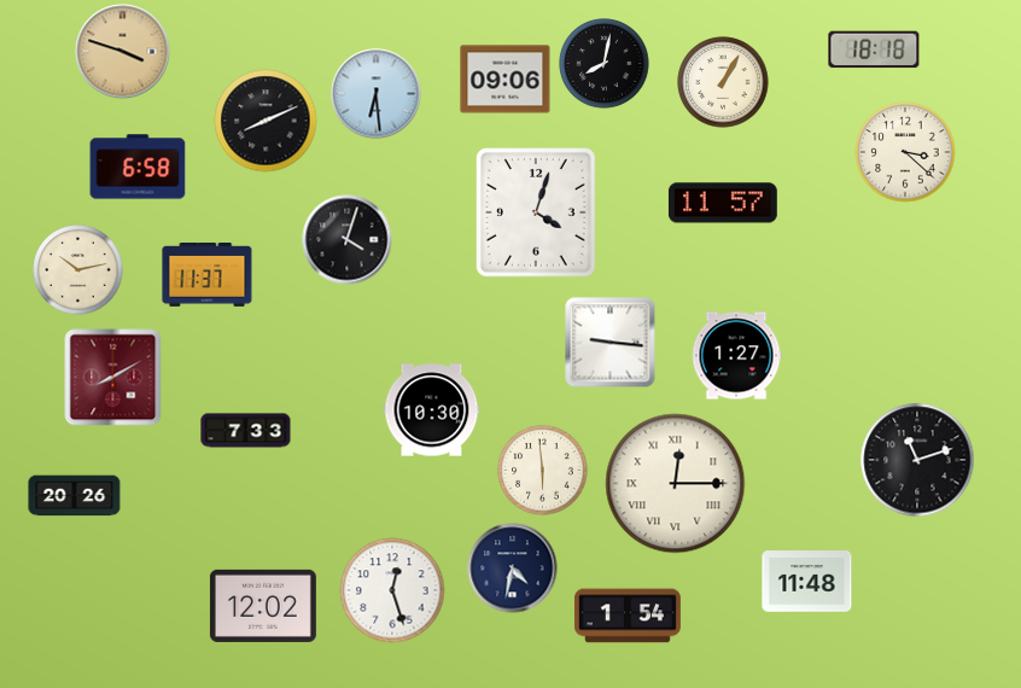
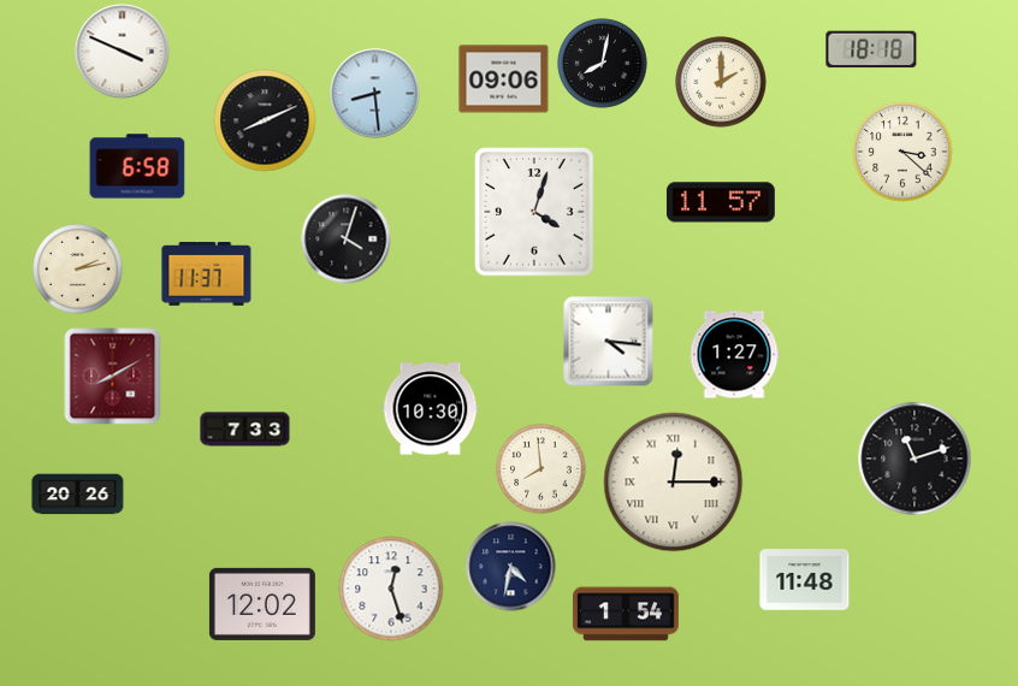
clock at (123, 52): 3:48 -> 3:49
clock at (123, 52) dial: champagne -> white
clock at (723, 82): 1:05 -> 2:00
clock at (377, 94): 6:29 -> 8:29
clock at (78, 270): 10:13 -> 2:13
clock at (611, 343): 9:16 -> 4:16
clock at (543, 471): 5:59 -> 7:59
clock at (75, 496) position: (75, 496) -> (78, 495)
